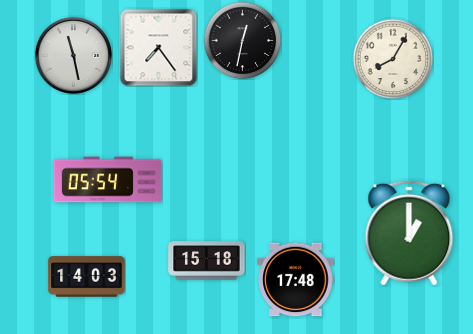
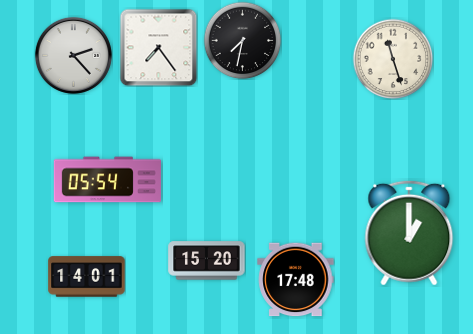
clock at (242, 40): 12:32 -> 7:32
clock at (73, 55): 11:28 -> 2:23
clock at (393, 59): 8:05 -> 11:27
clock at (207, 261): 15:18 -> 15:20
clock at (87, 277): 14:03 -> 14:01
